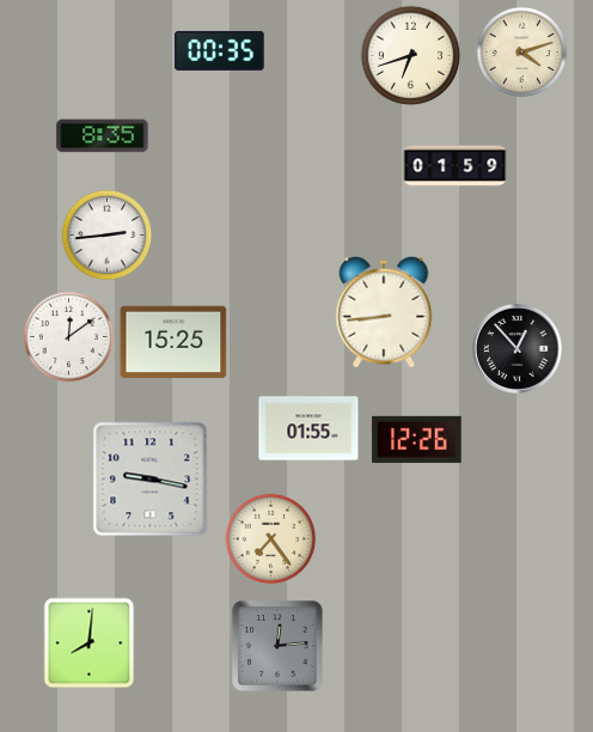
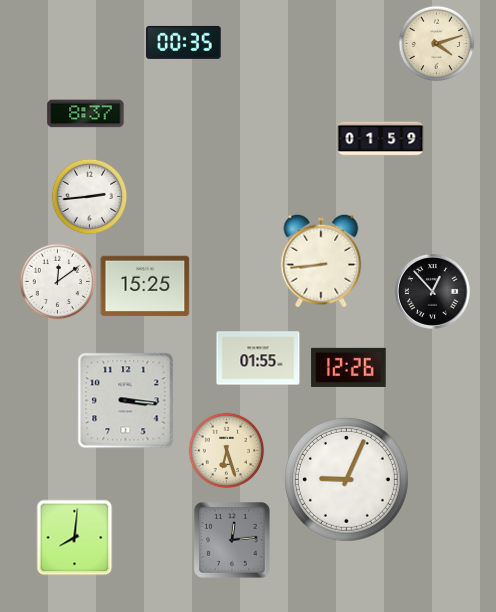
clock at (410, 55): 6:42 -> none
clock at (103, 136): 8:35 -> 8:37
clock at (151, 480): 9:17 -> 3:16
clock at (271, 539): 7:24 -> 6:27
clock at (346, 479): none -> 9:04
